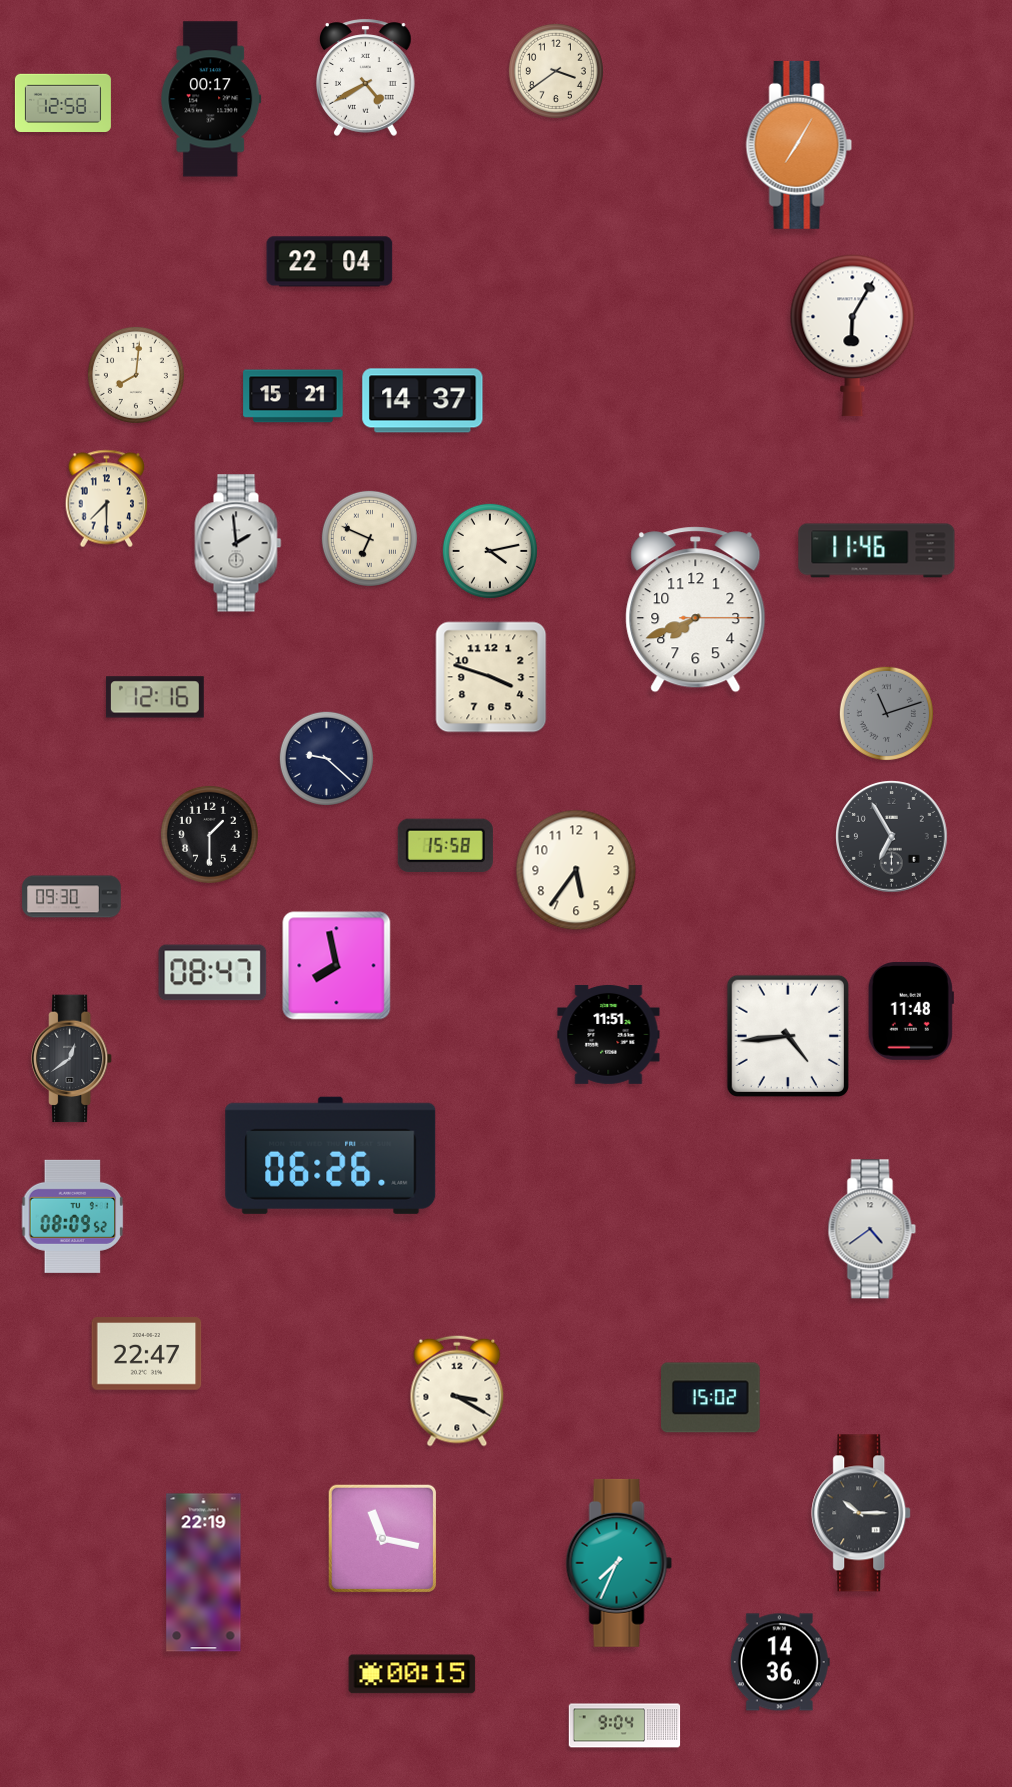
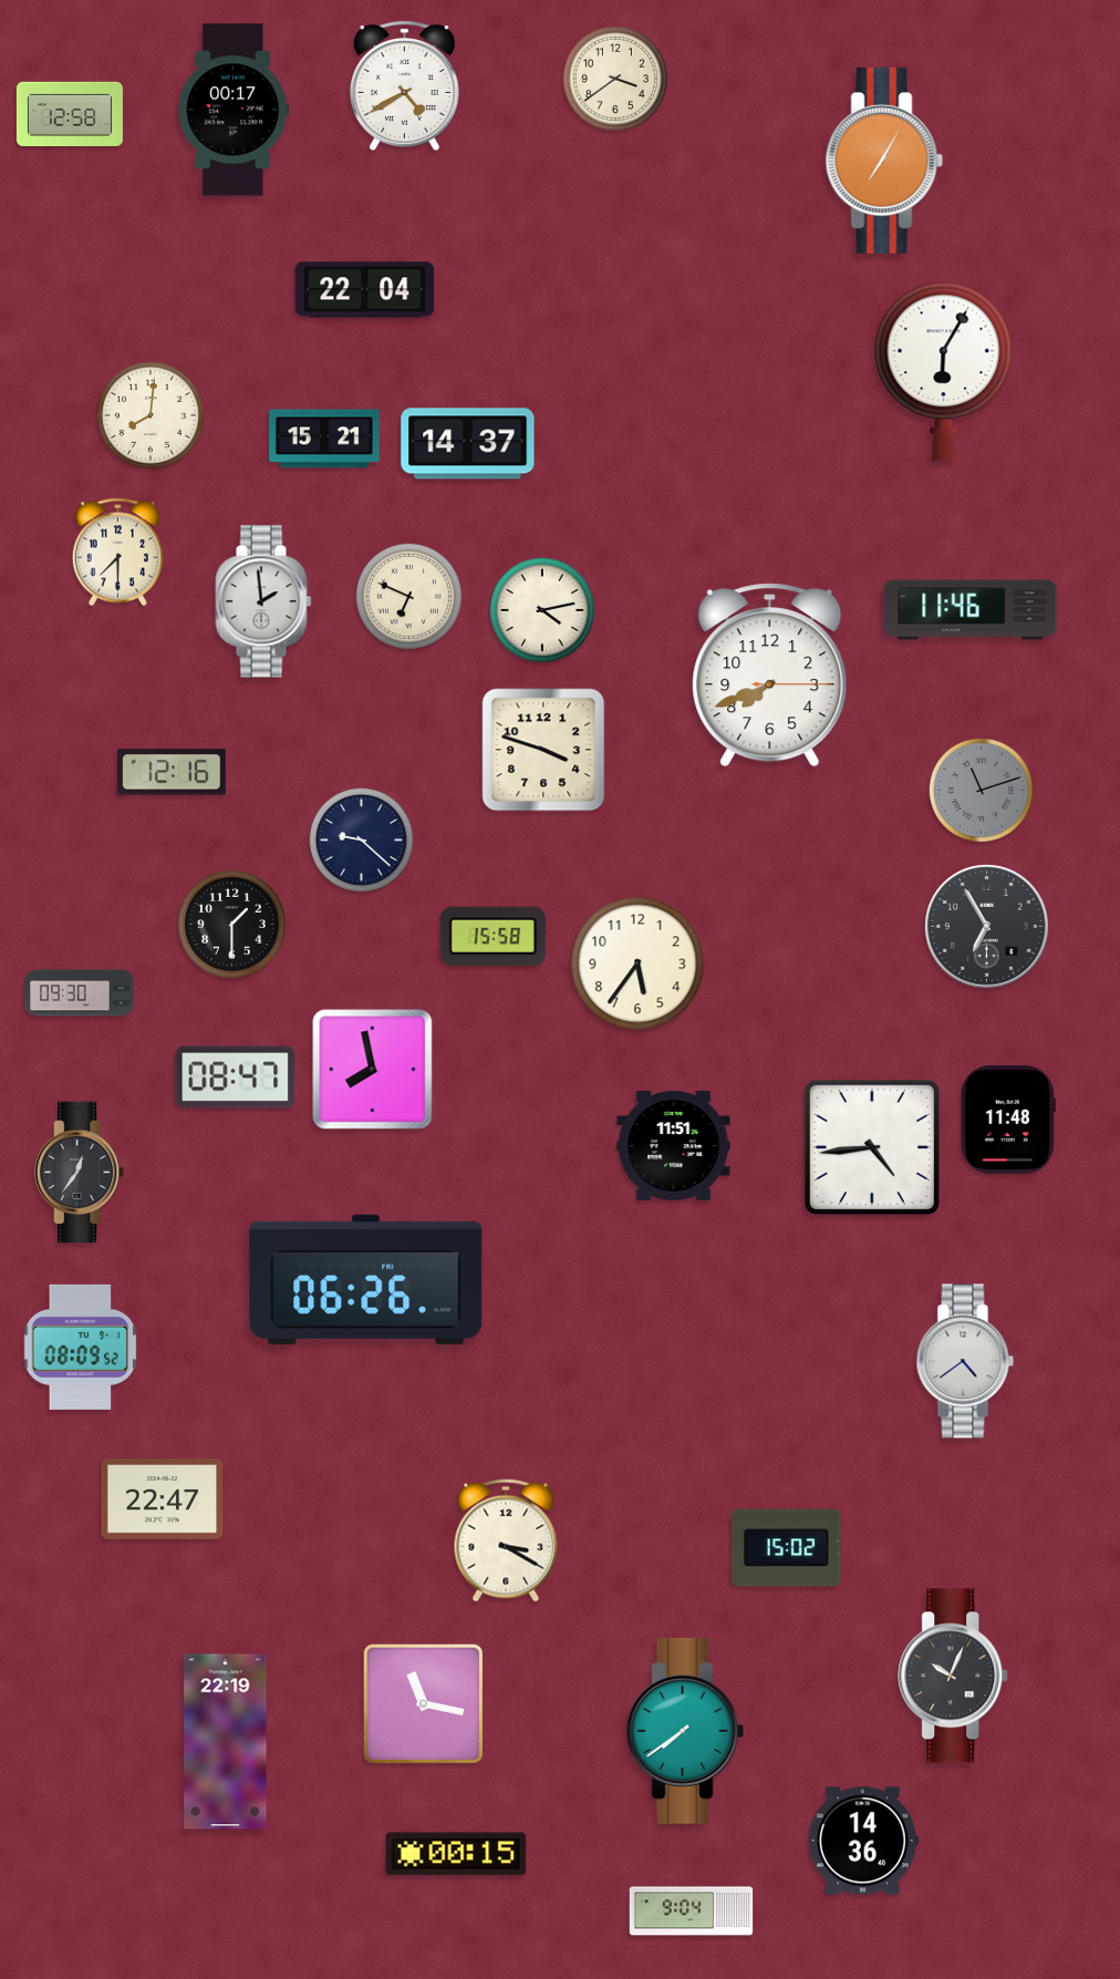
clock at (73, 1059): 12:39 -> 12:36
clock at (862, 1513): 10:15 -> 10:04
clock at (619, 1563): 7:34 -> 7:39
